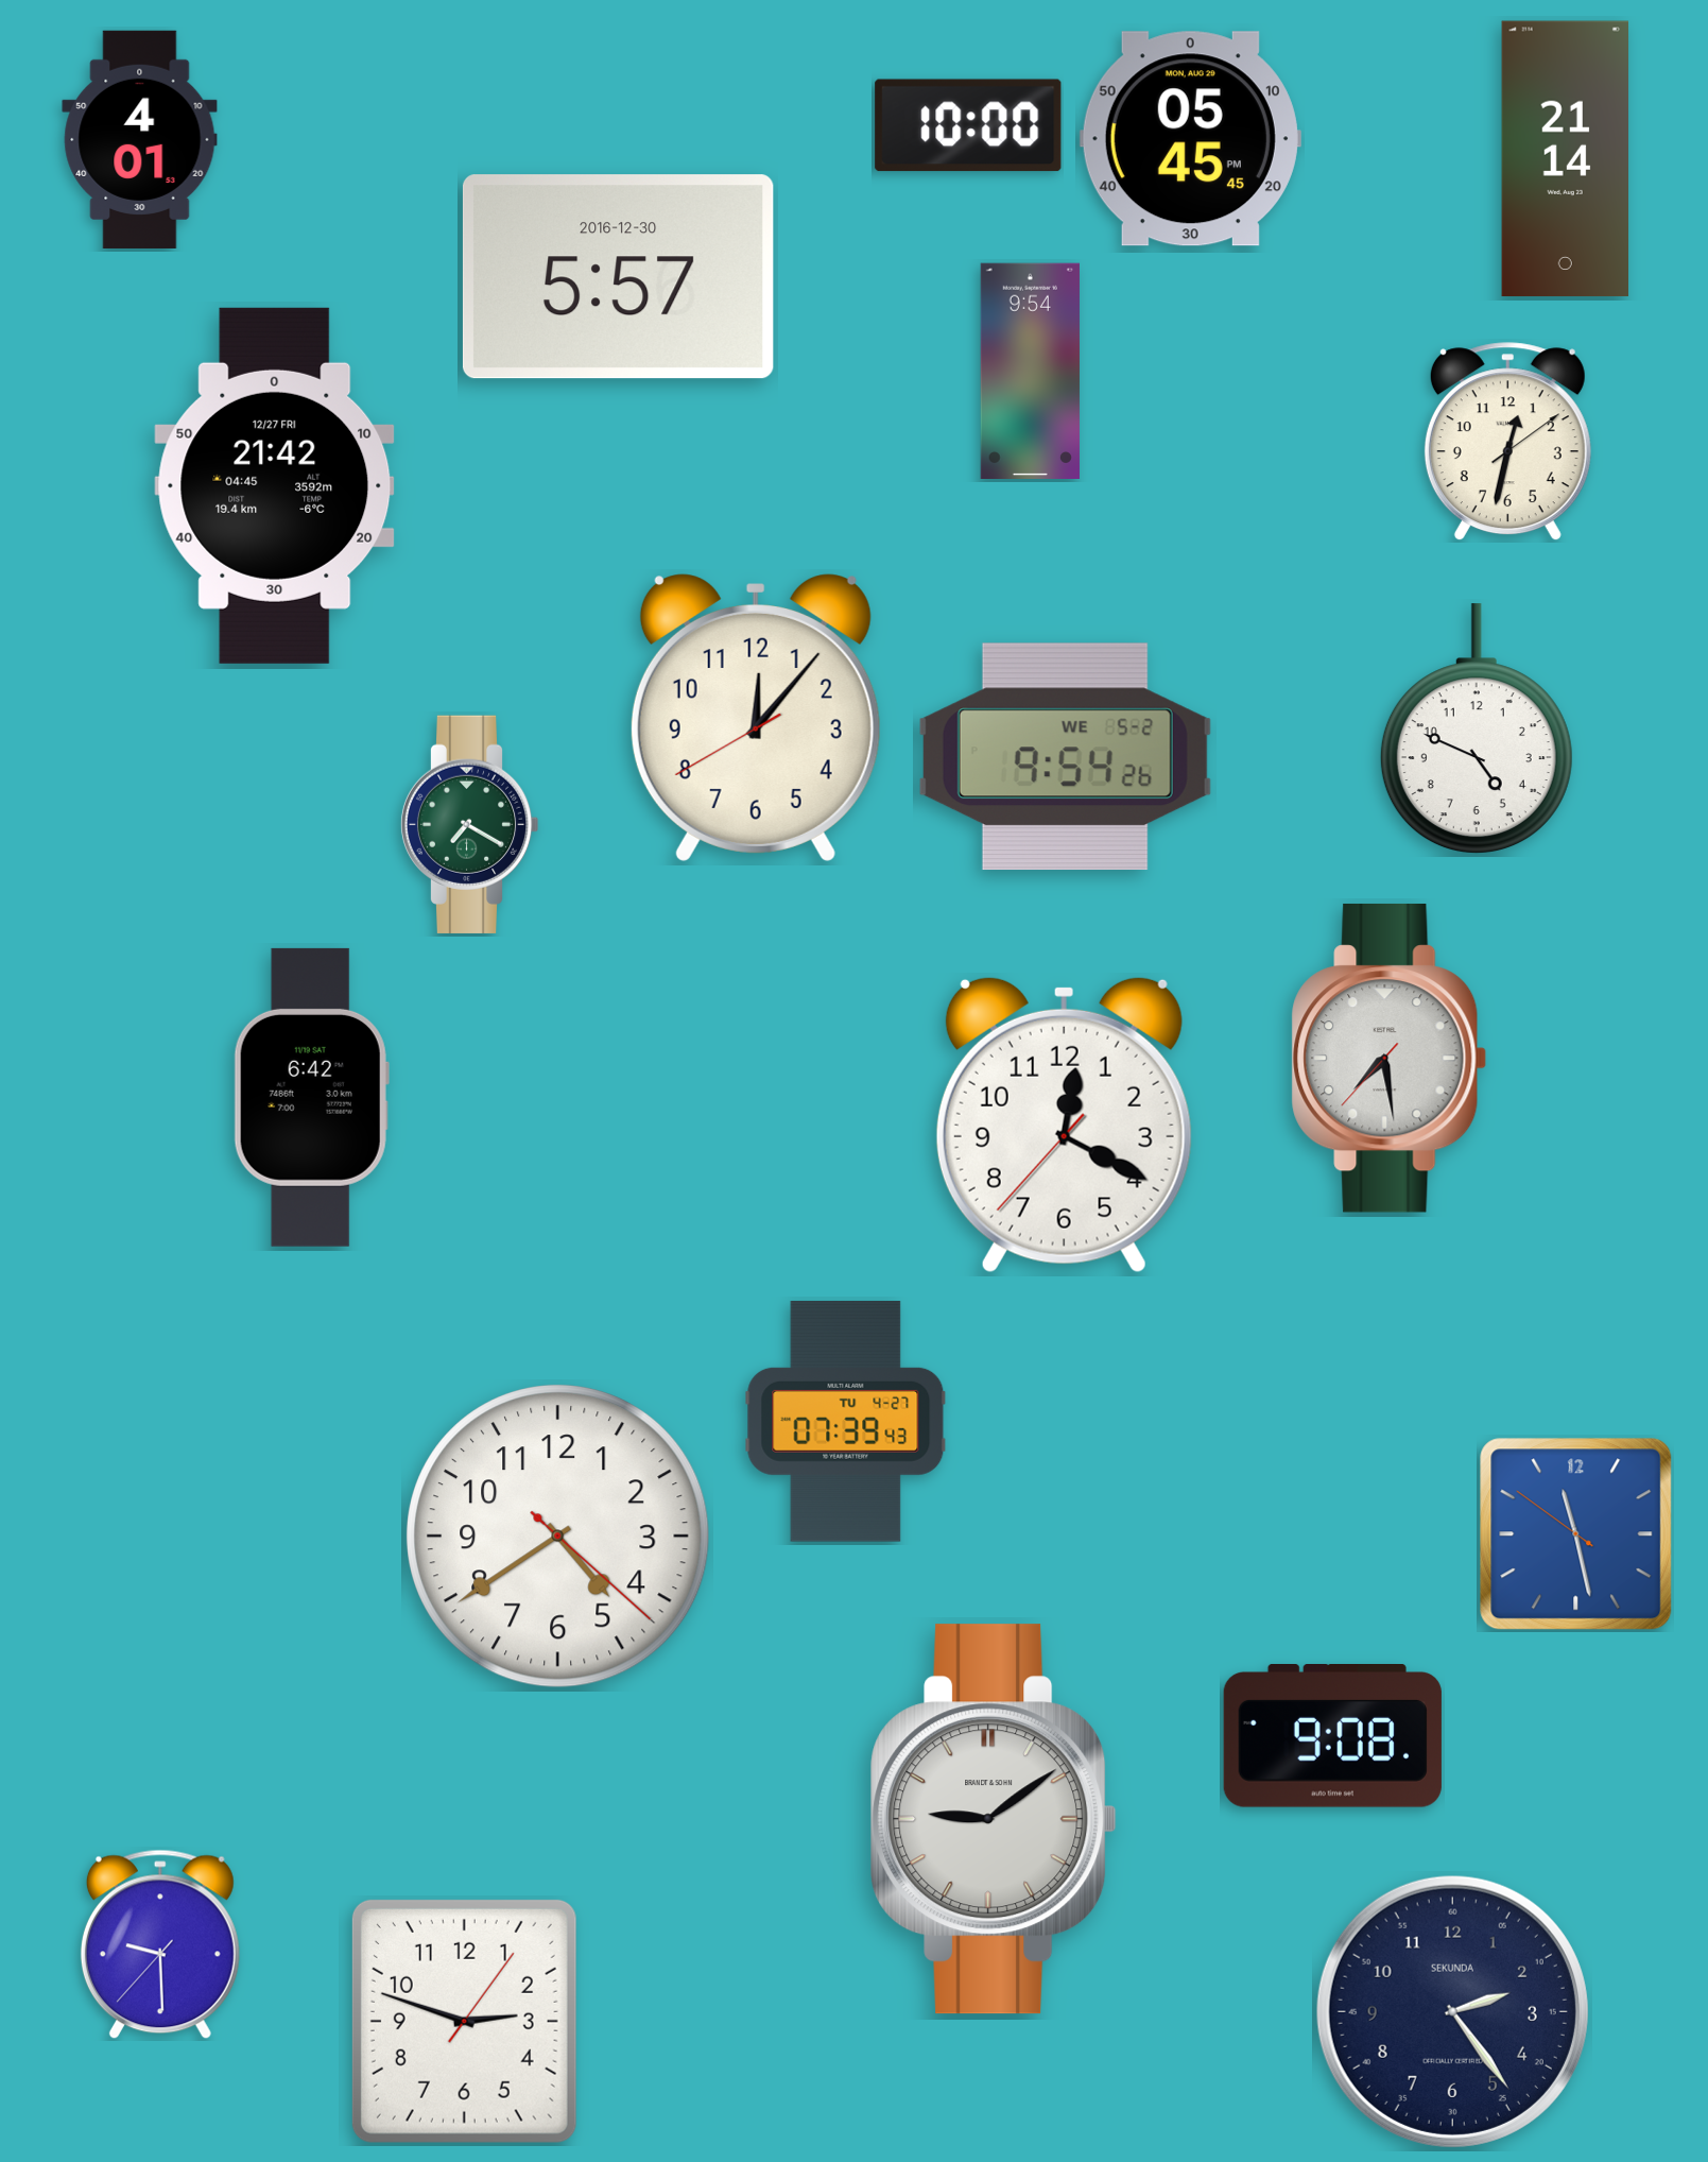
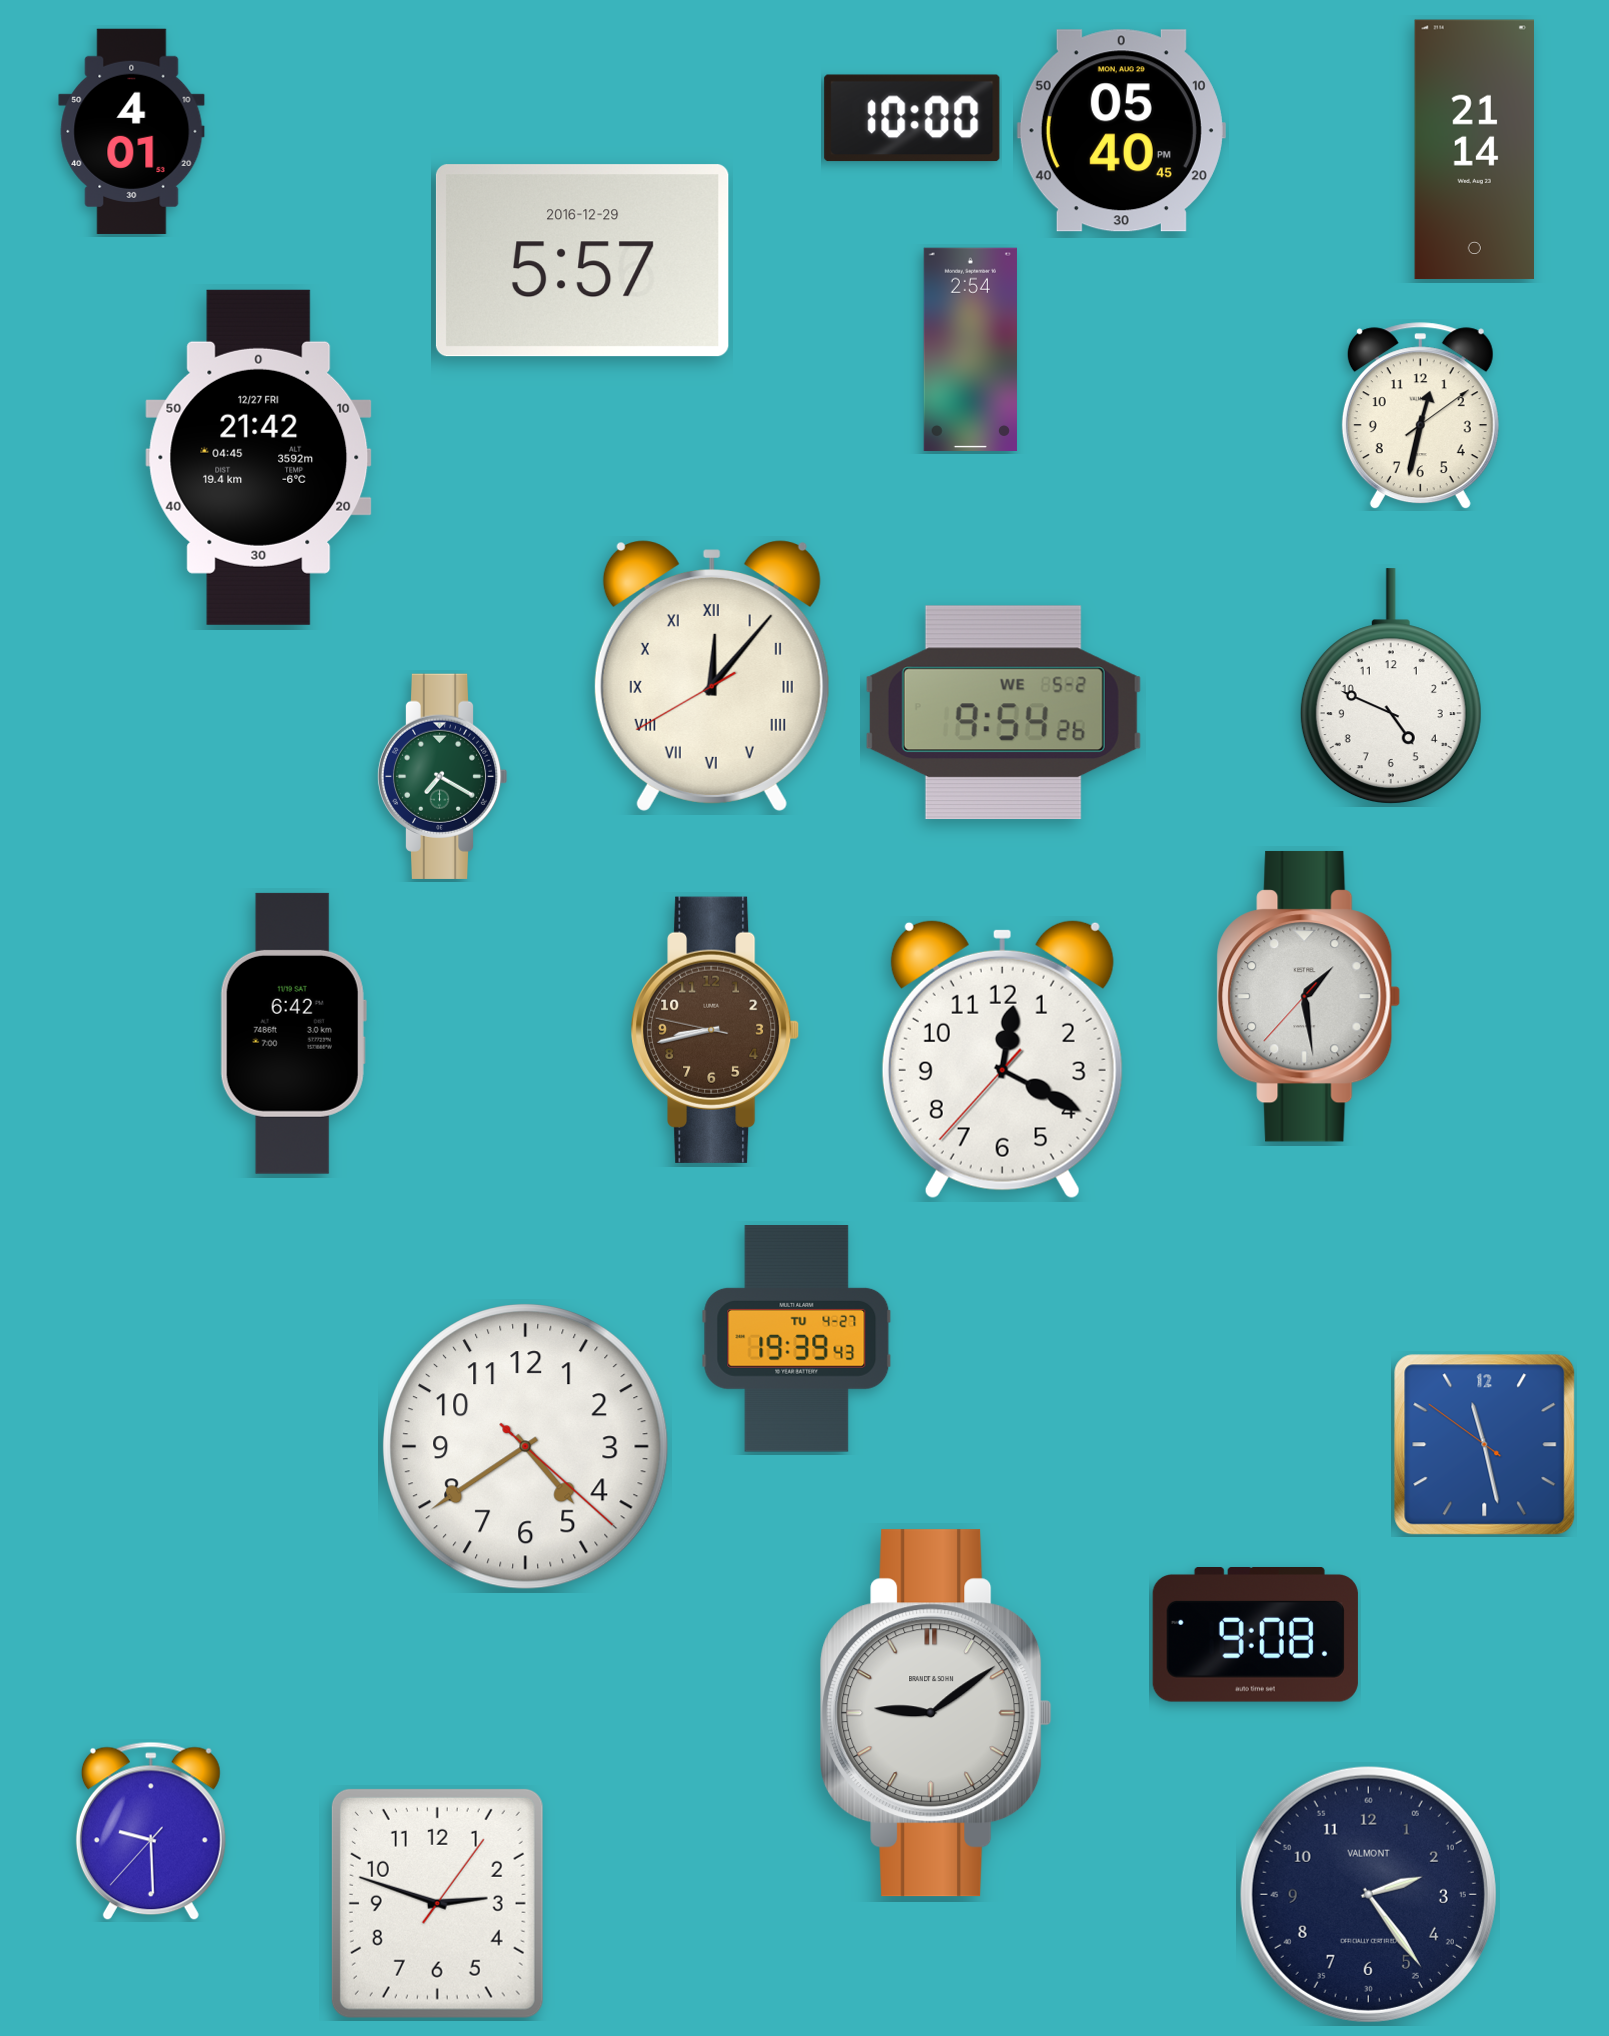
clock at (1190, 139): 05:45 -> 05:40
clock at (618, 277) date: 2016-12-30 -> 2016-12-29
clock at (1030, 371): 9:54 -> 2:54
clock at (756, 718) numerals: Arabic -> Roman
clock at (1390, 1058): 7:28 -> 1:28
clock at (715, 1030): none -> 8:42
clock at (846, 1422): 07:39 -> 19:39
clock at (1452, 2011) brand: SEKUNDA -> VALMONT
